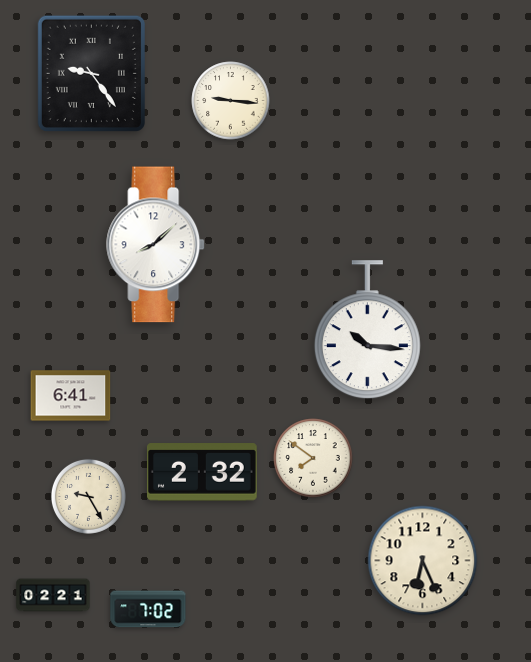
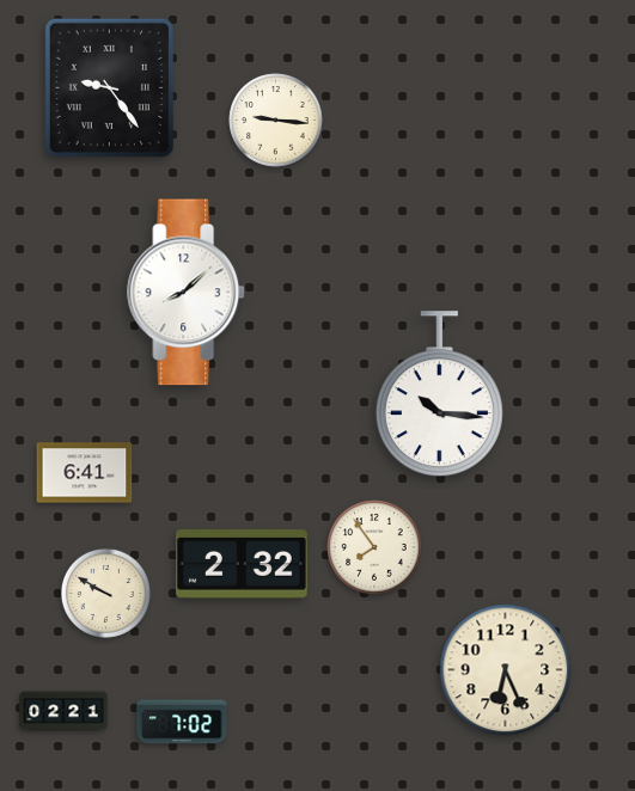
clock at (313, 458): 7:51 -> 7:54
clock at (88, 496): 9:25 -> 9:50
clock at (148, 609) position: (148, 609) -> (182, 722)
